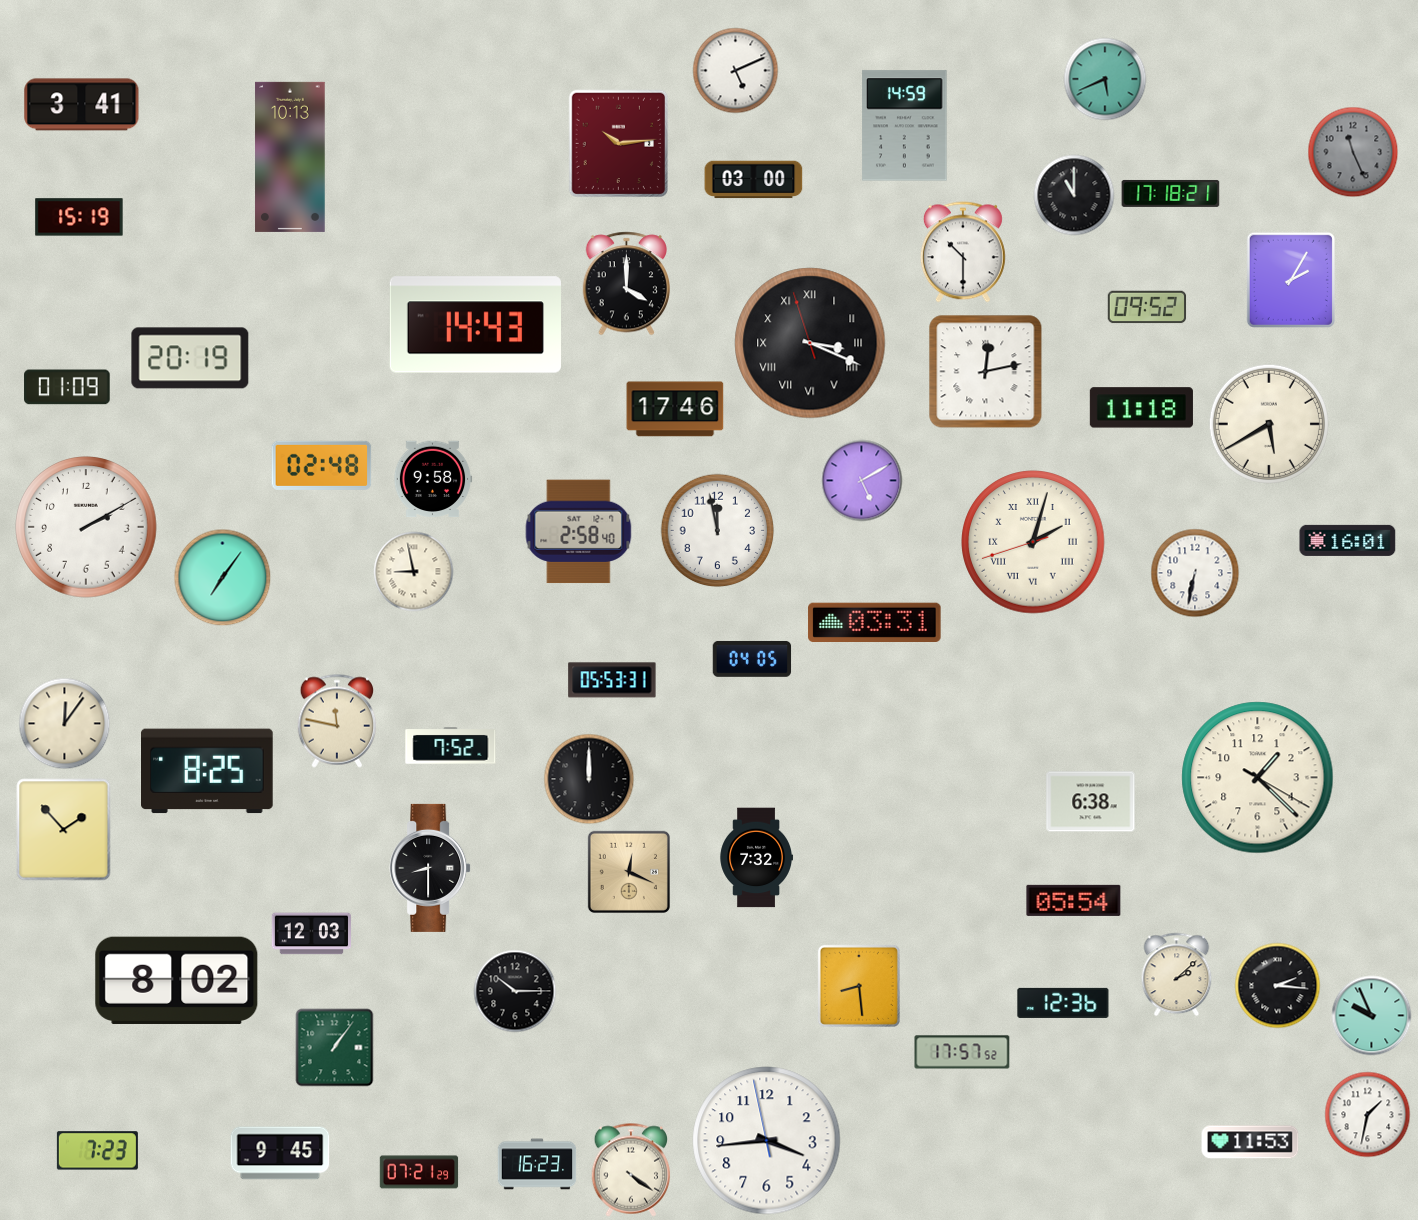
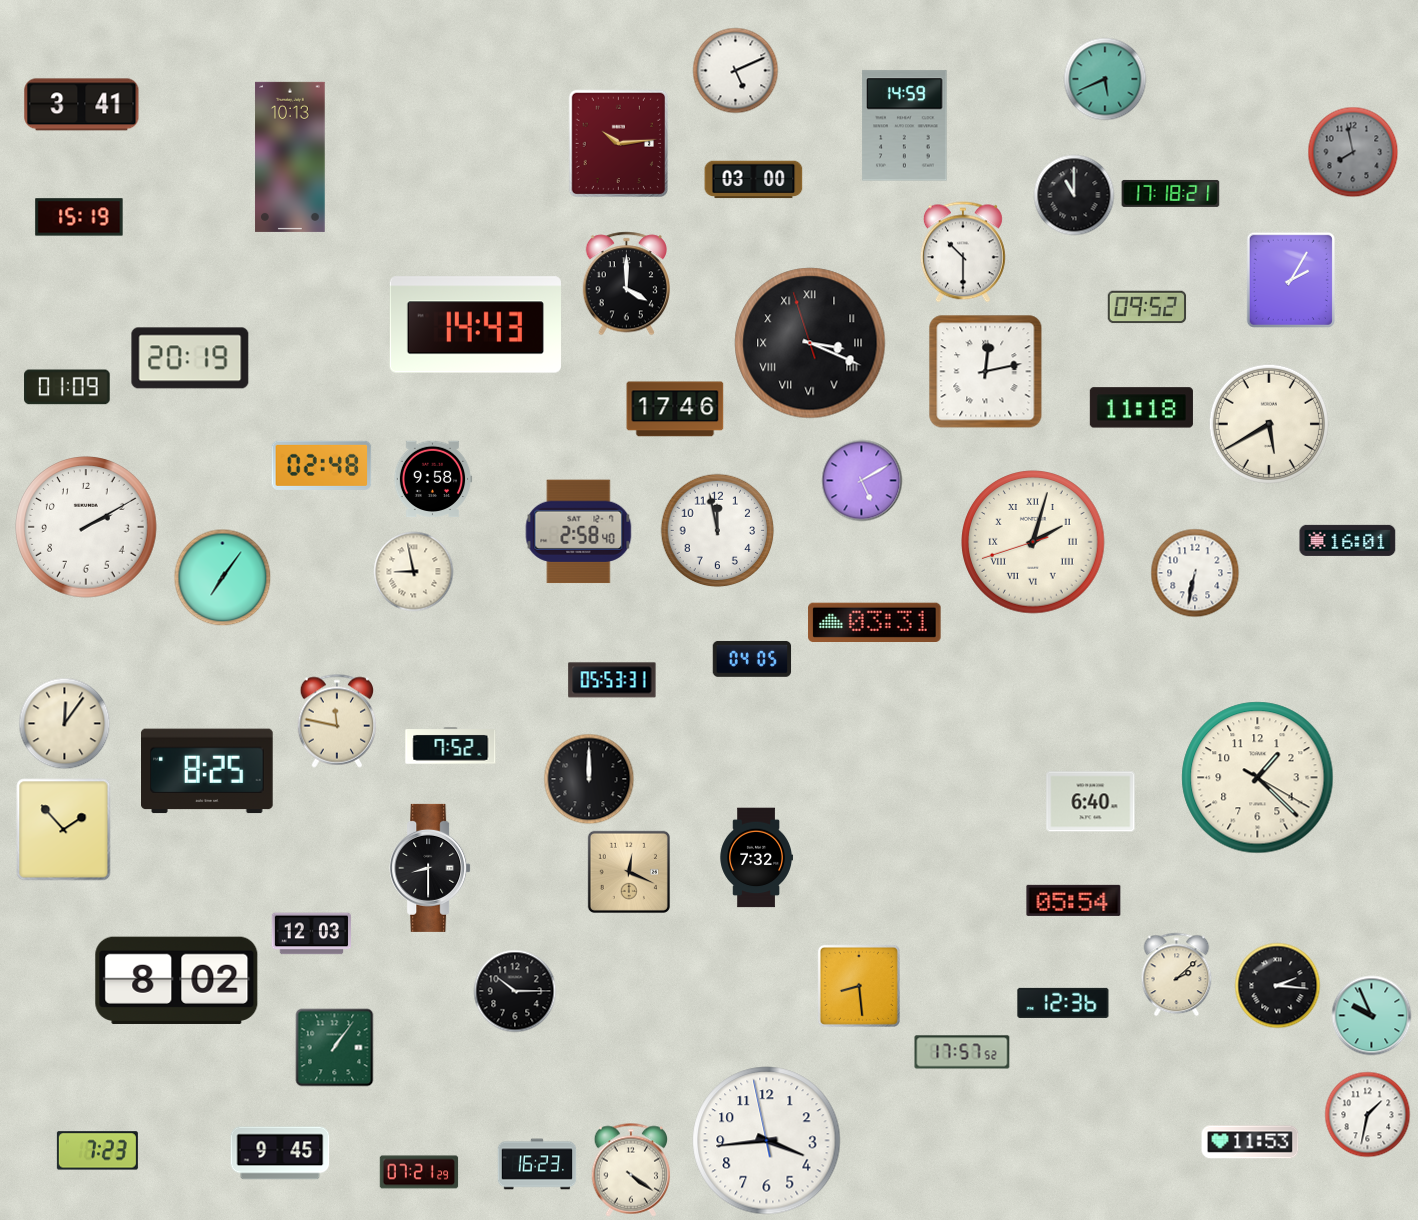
clock at (1353, 152): 11:26 -> 7:58
clock at (1091, 802): 6:38 -> 6:40
